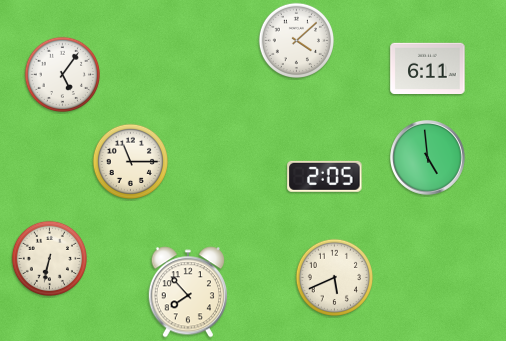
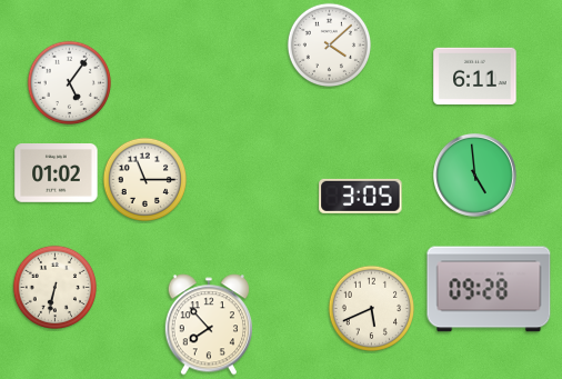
clock at (57, 173): none -> 01:02
clock at (325, 176): 2:05 -> 3:05
clock at (489, 289): none -> 09:28
